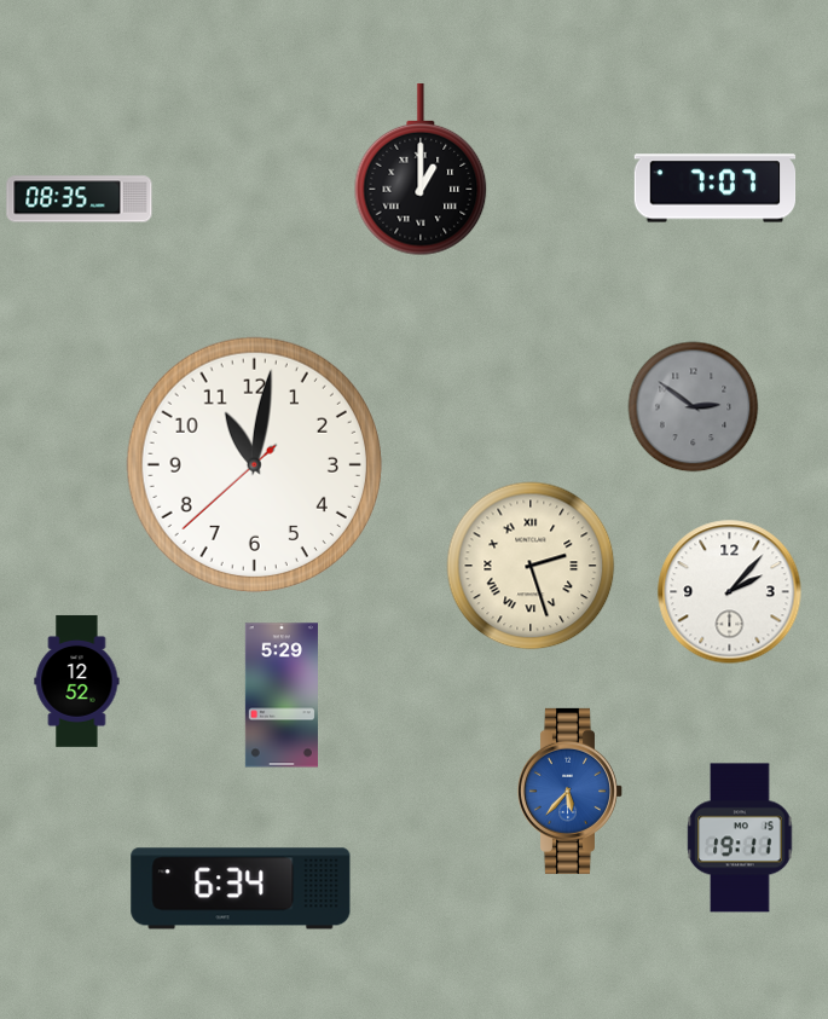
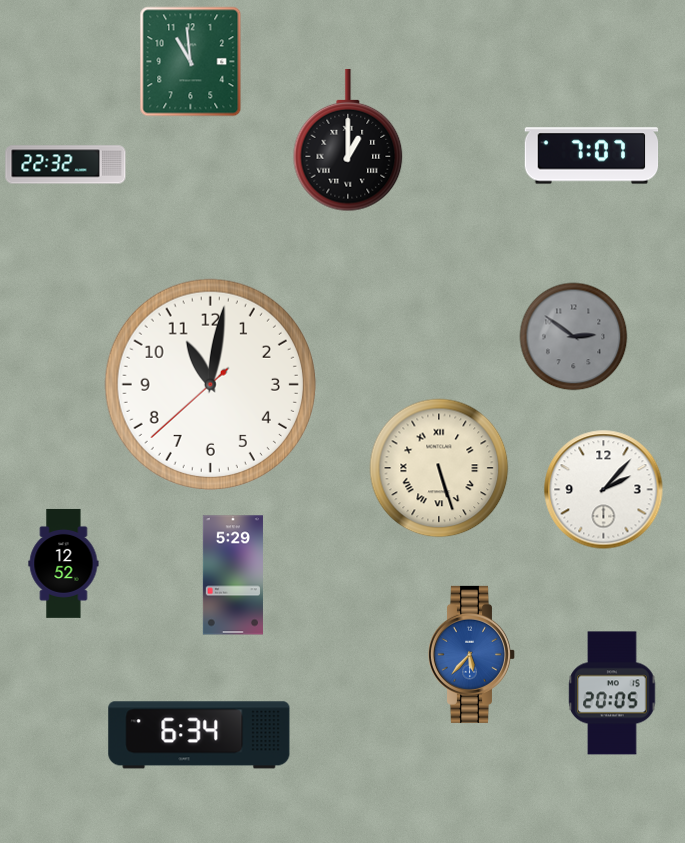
clock at (191, 62): none -> 10:59
clock at (80, 199): 08:35 -> 22:32
clock at (531, 566): 2:27 -> 5:27
clock at (740, 838): 19:11 -> 20:05
